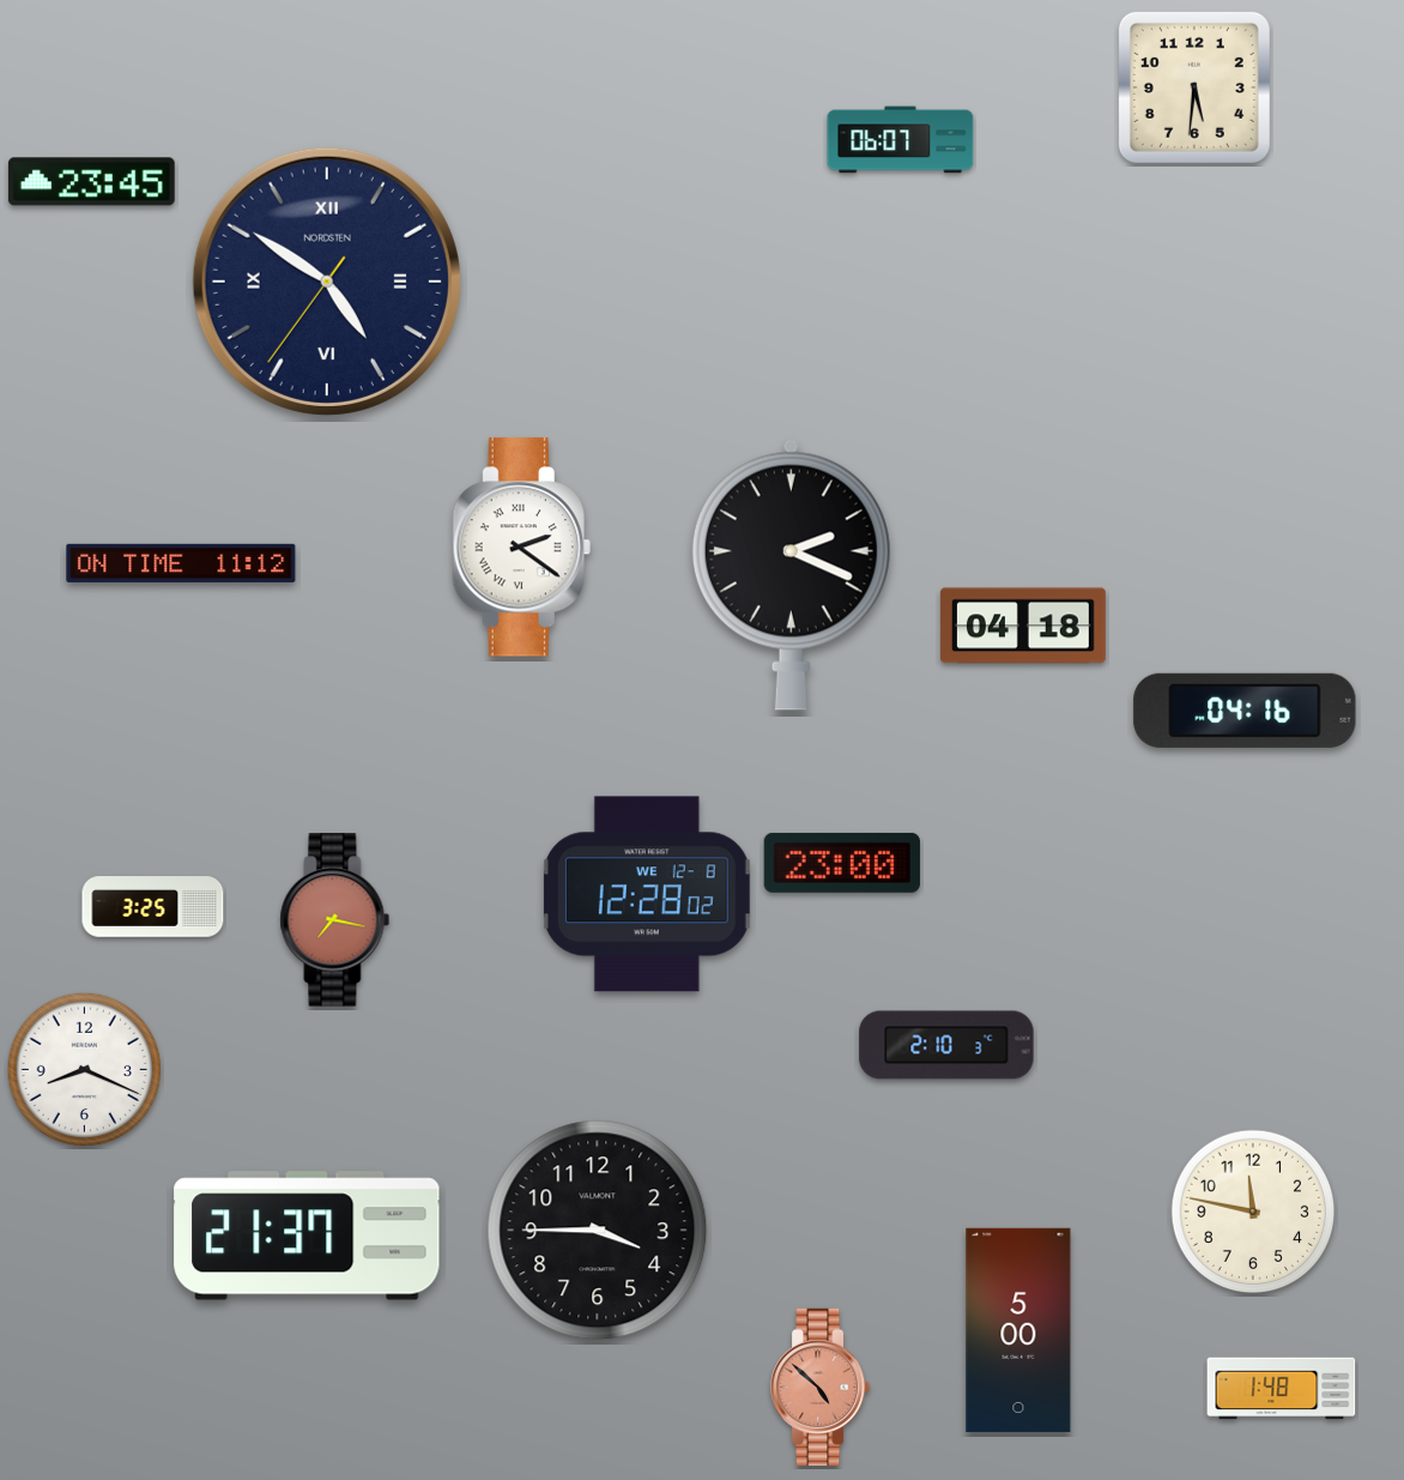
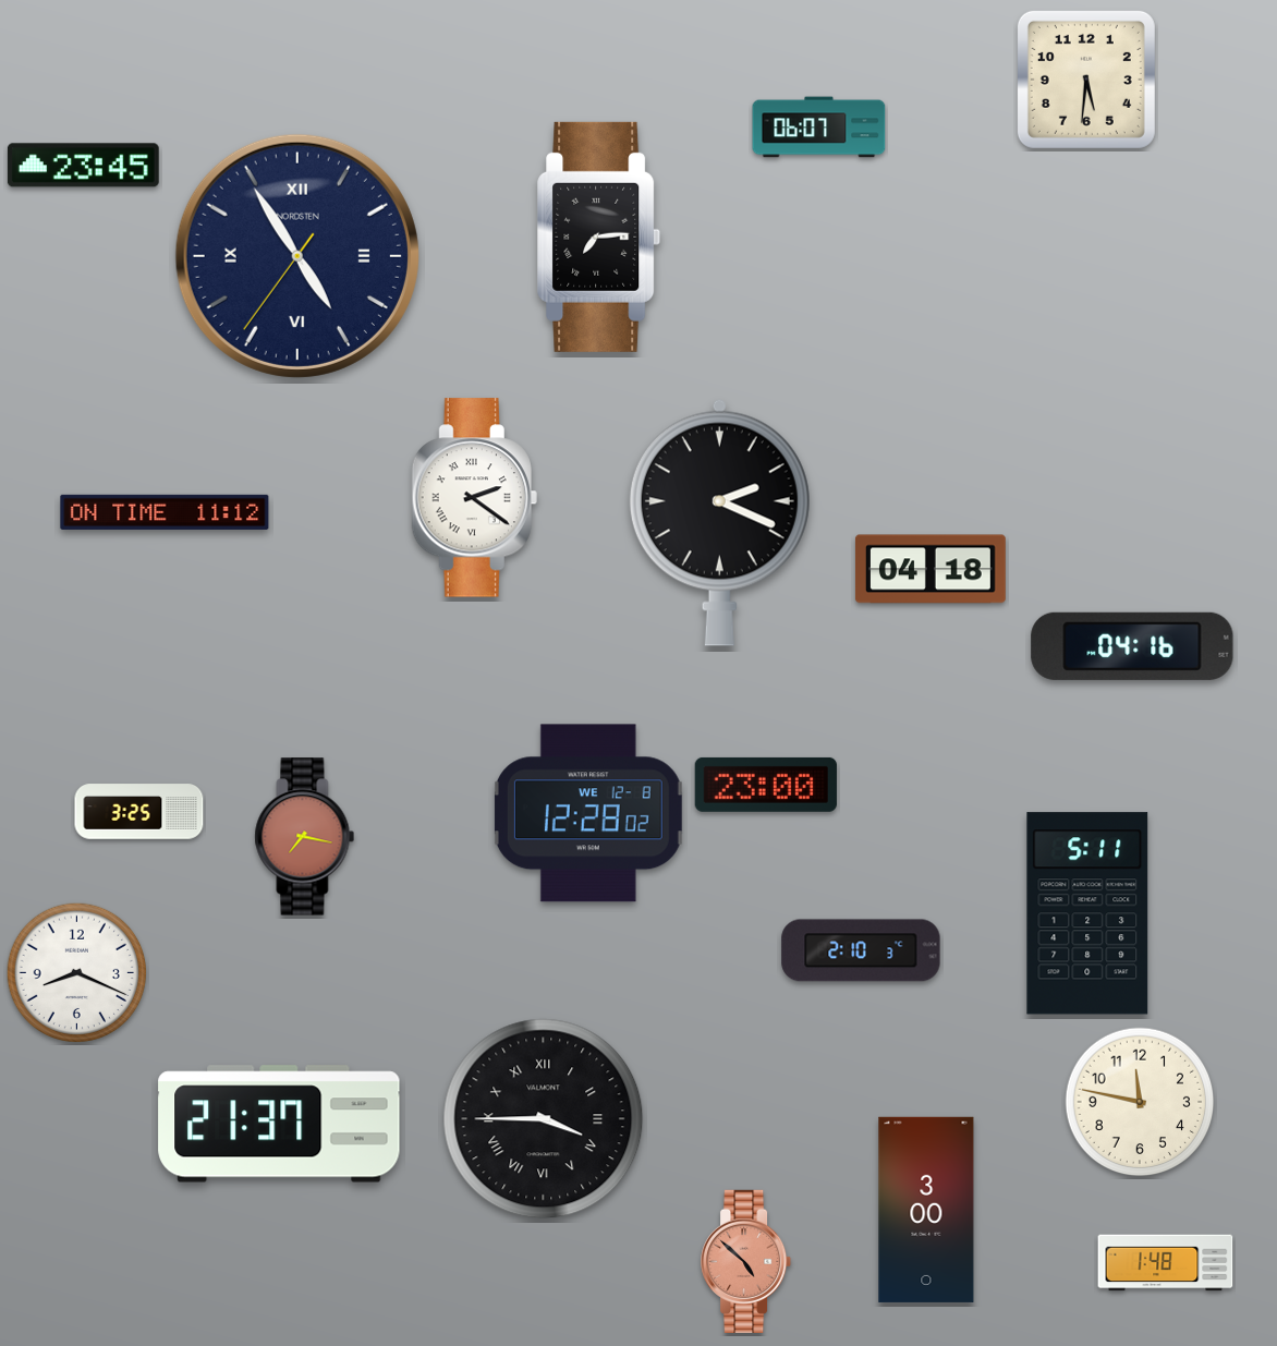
clock at (599, 237): none -> 7:14
clock at (327, 282): 4:50 -> 4:54
clock at (153, 907) position: (153, 907) -> (139, 812)
clock at (1087, 913): none -> 5:11
clock at (598, 1231) numerals: Arabic -> Roman
clock at (1018, 1330): 5:00 -> 3:00
